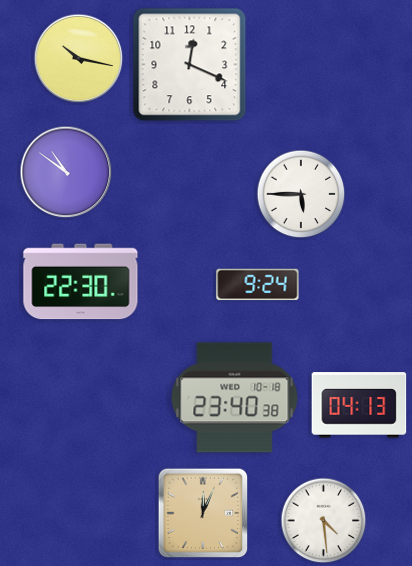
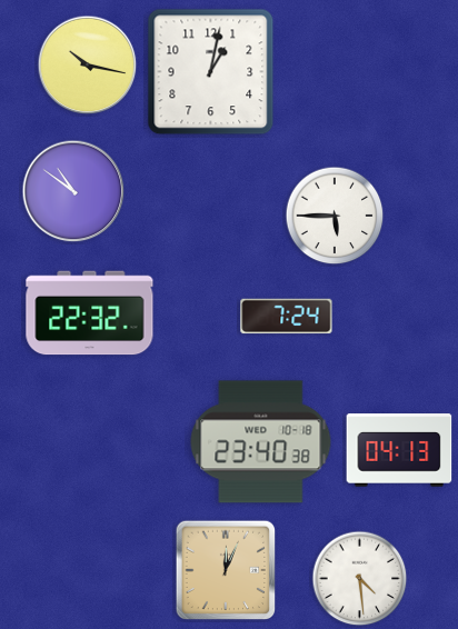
clock at (190, 65): 12:19 -> 1:02
clock at (81, 282): 22:30 -> 22:32
clock at (258, 285): 9:24 -> 7:24
